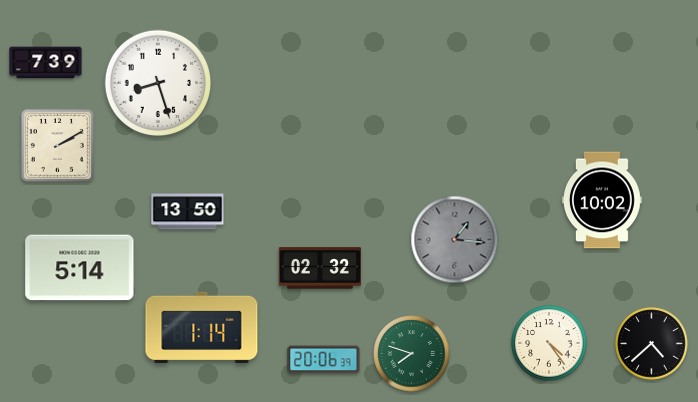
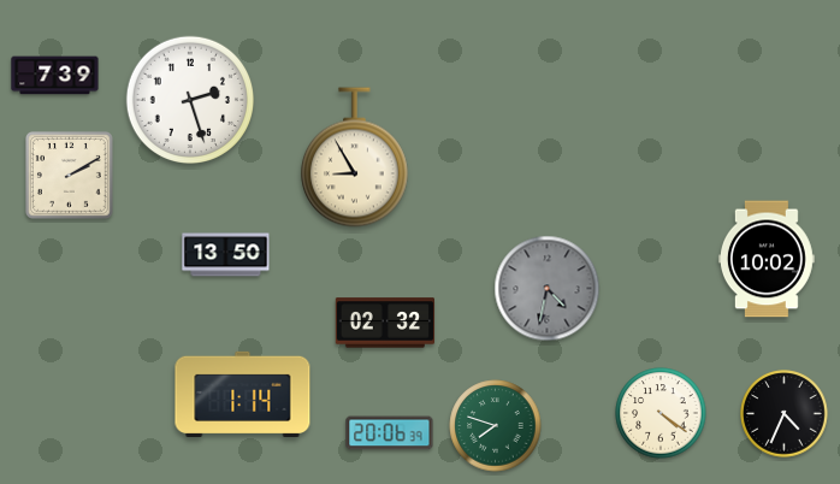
clock at (157, 82): 8:27 -> 2:27
clock at (354, 158): none -> 8:55
clock at (602, 200) position: (602, 200) -> (767, 259)
clock at (455, 240): 1:16 -> 4:32
clock at (80, 268): 5:14 -> none
clock at (549, 343): 4:24 -> 4:21
clock at (652, 344): 4:38 -> 4:34
